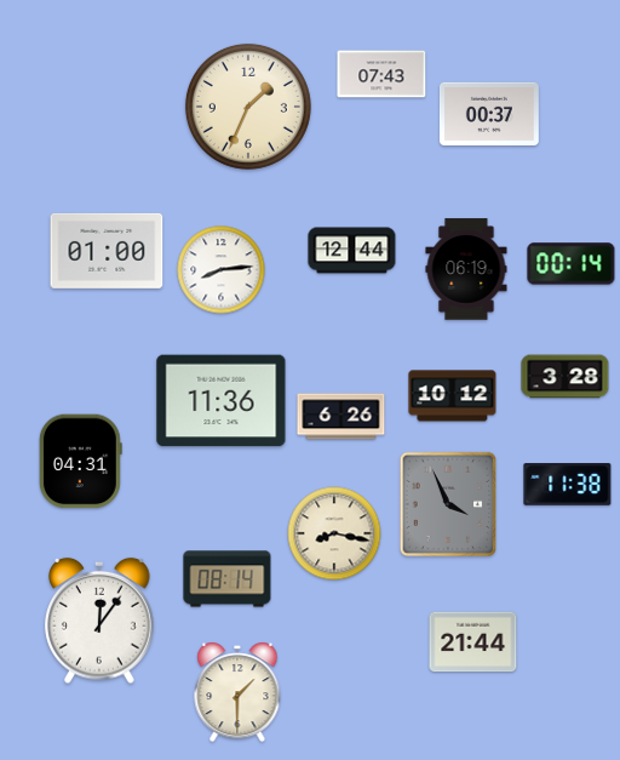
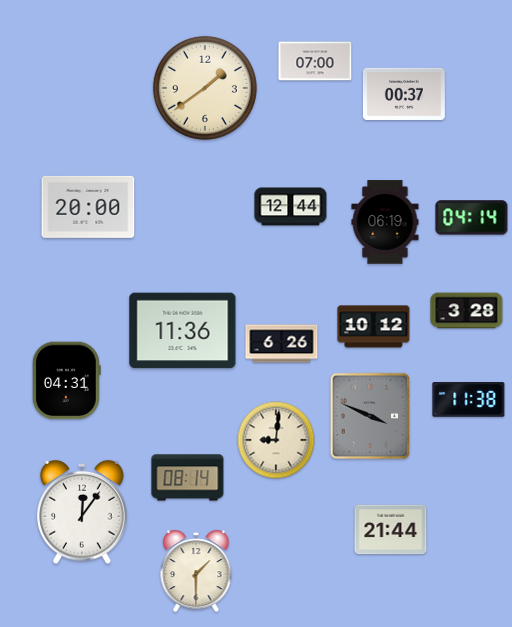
clock at (381, 74): 07:43 -> 07:00
clock at (248, 107): 1:34 -> 1:39
clock at (107, 251): 01:00 -> 20:00
clock at (572, 264): 00:14 -> 04:14
clock at (222, 270): 8:14 -> none
clock at (448, 504): 3:56 -> 3:49
clock at (334, 533): 8:17 -> 9:01
